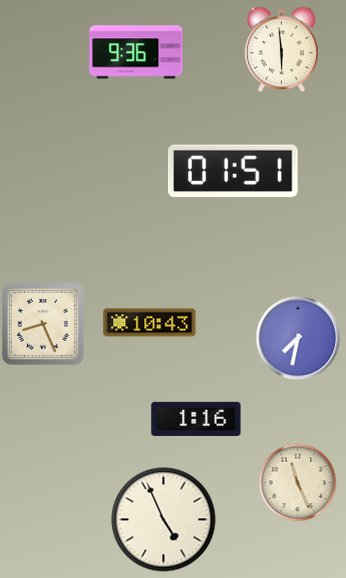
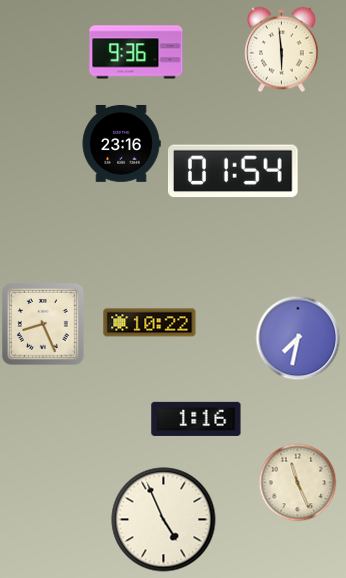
clock at (121, 143): none -> 23:16
clock at (234, 171): 01:51 -> 01:54
clock at (150, 323): 10:43 -> 10:22
